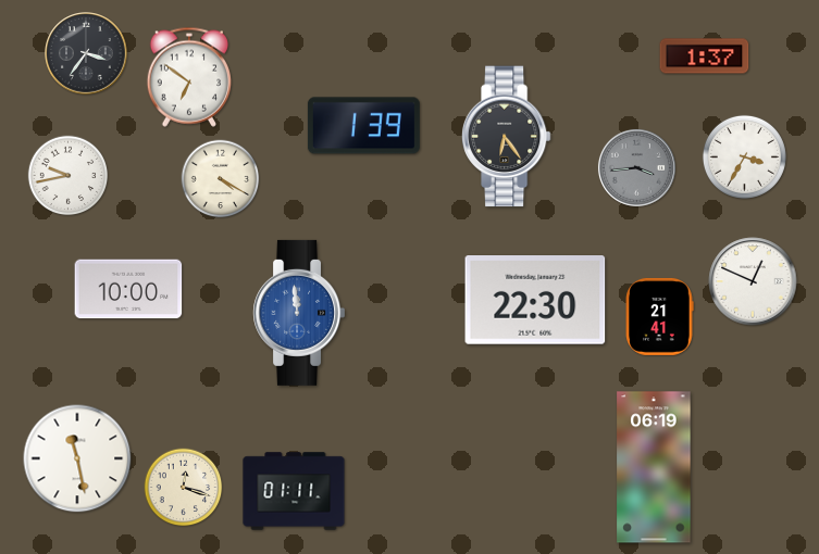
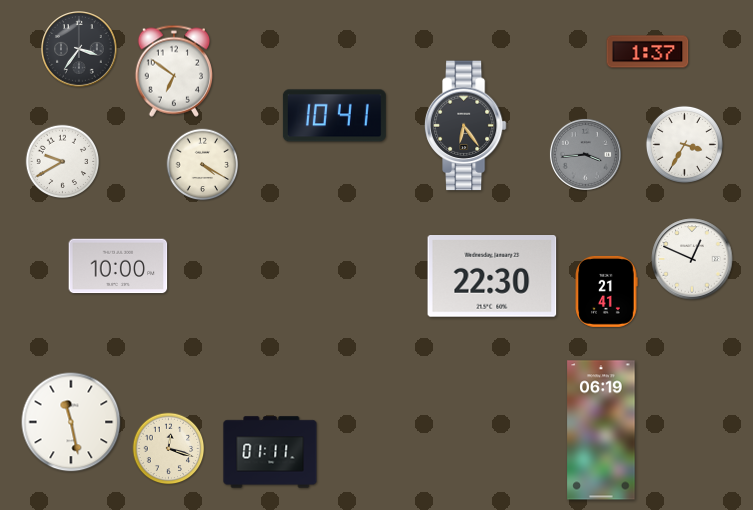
clock at (363, 126): 1:39 -> 10:41
clock at (69, 176): 9:43 -> 9:40
clock at (298, 313): 11:59 -> none
